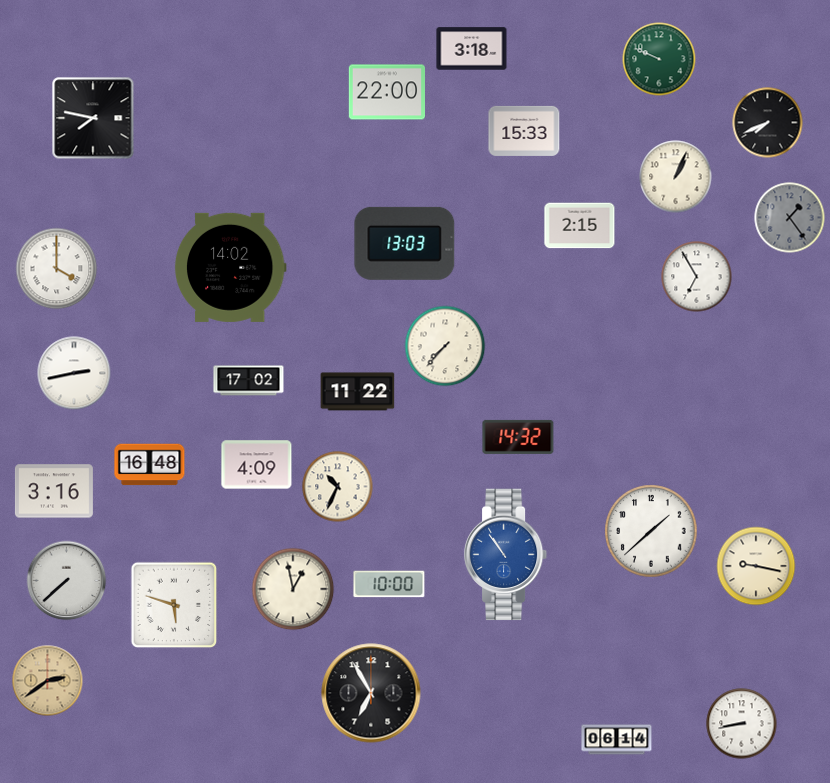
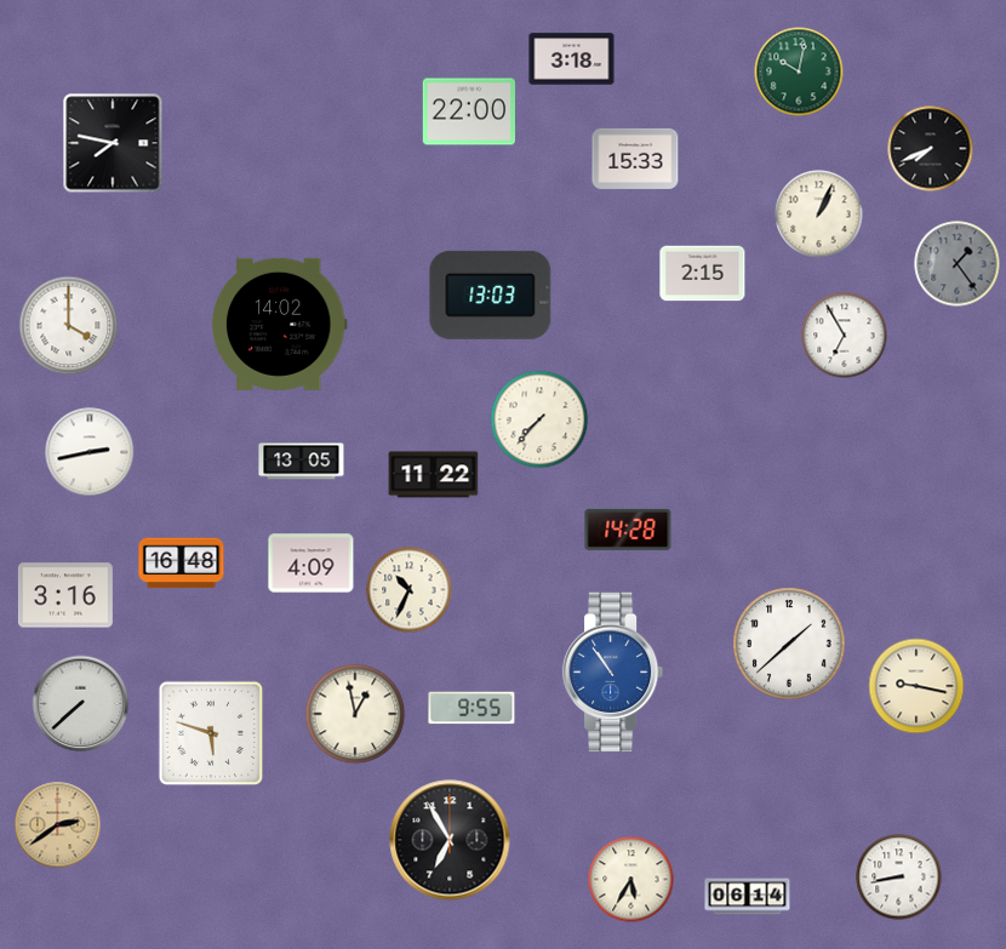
clock at (659, 59): 9:49 -> 10:02
clock at (249, 381): 17:02 -> 13:05
clock at (518, 437): 14:32 -> 14:28
clock at (389, 584): 10:00 -> 9:55
clock at (631, 880): none -> 5:35
